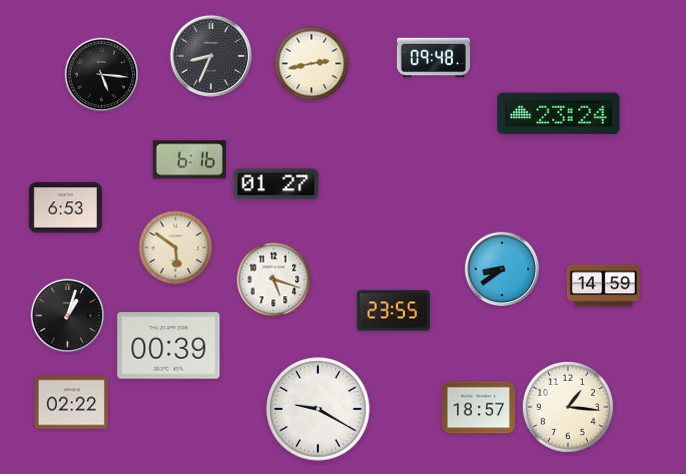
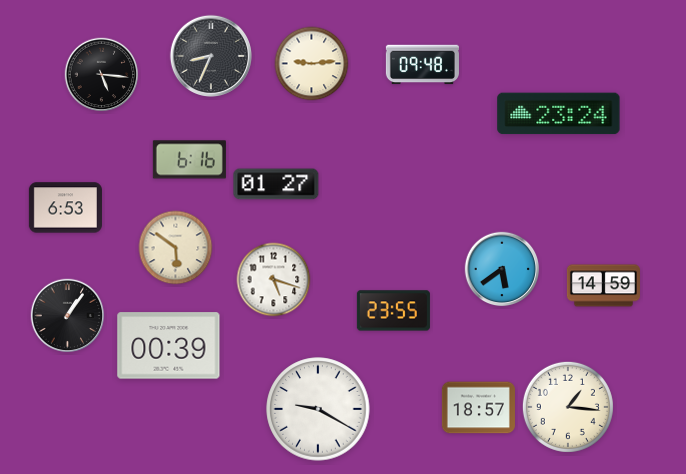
clock at (433, 58) position: (433, 58) -> (422, 65)
clock at (312, 64): 2:43 -> 9:14
clock at (502, 269): 8:39 -> 5:39
clock at (68, 316): 1:03 -> 1:06
clock at (71, 403): 02:22 -> none
